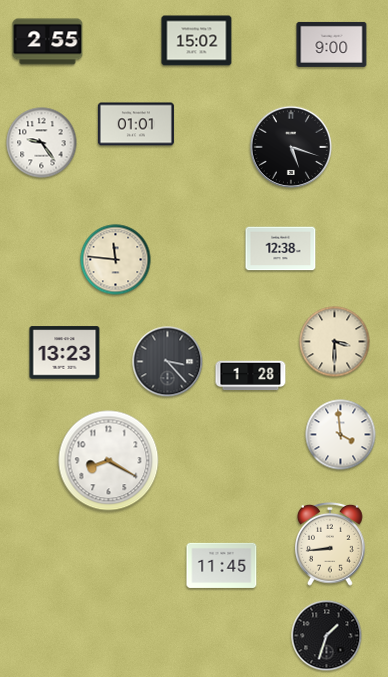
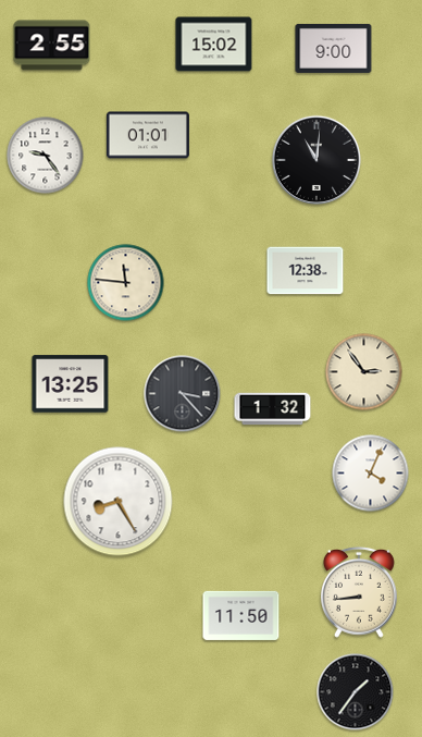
clock at (332, 44) position: (332, 44) -> (334, 48)
clock at (290, 146): 5:18 -> 11:01
clock at (335, 342): 3:30 -> 2:54
clock at (65, 353): 13:23 -> 13:25
clock at (251, 376): 1:28 -> 1:32
clock at (341, 435): 3:59 -> 4:04
clock at (109, 461): 8:20 -> 8:25
clock at (222, 565): 11:45 -> 11:50
clock at (327, 636): 1:33 -> 1:36
